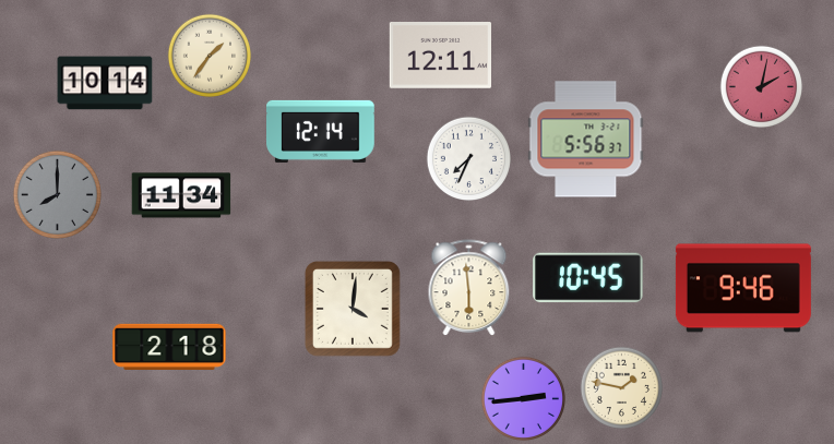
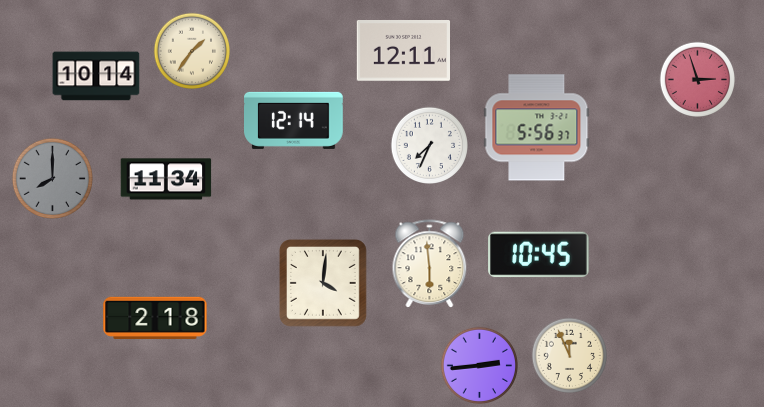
clock at (762, 87): 2:02 -> 2:57
clock at (743, 288): 9:46 -> none
clock at (622, 388): 1:47 -> 11:56
